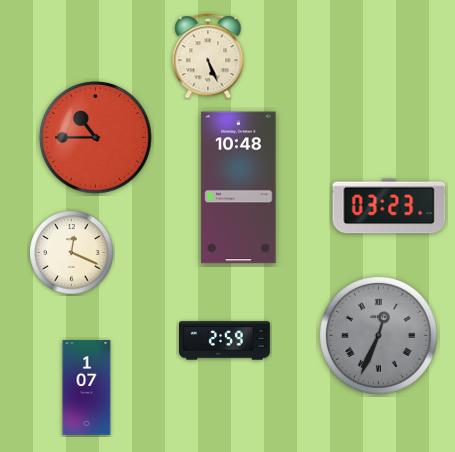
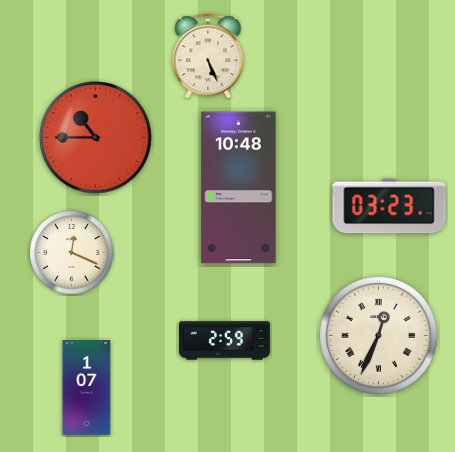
clock at (379, 336) dial: grey -> cream
